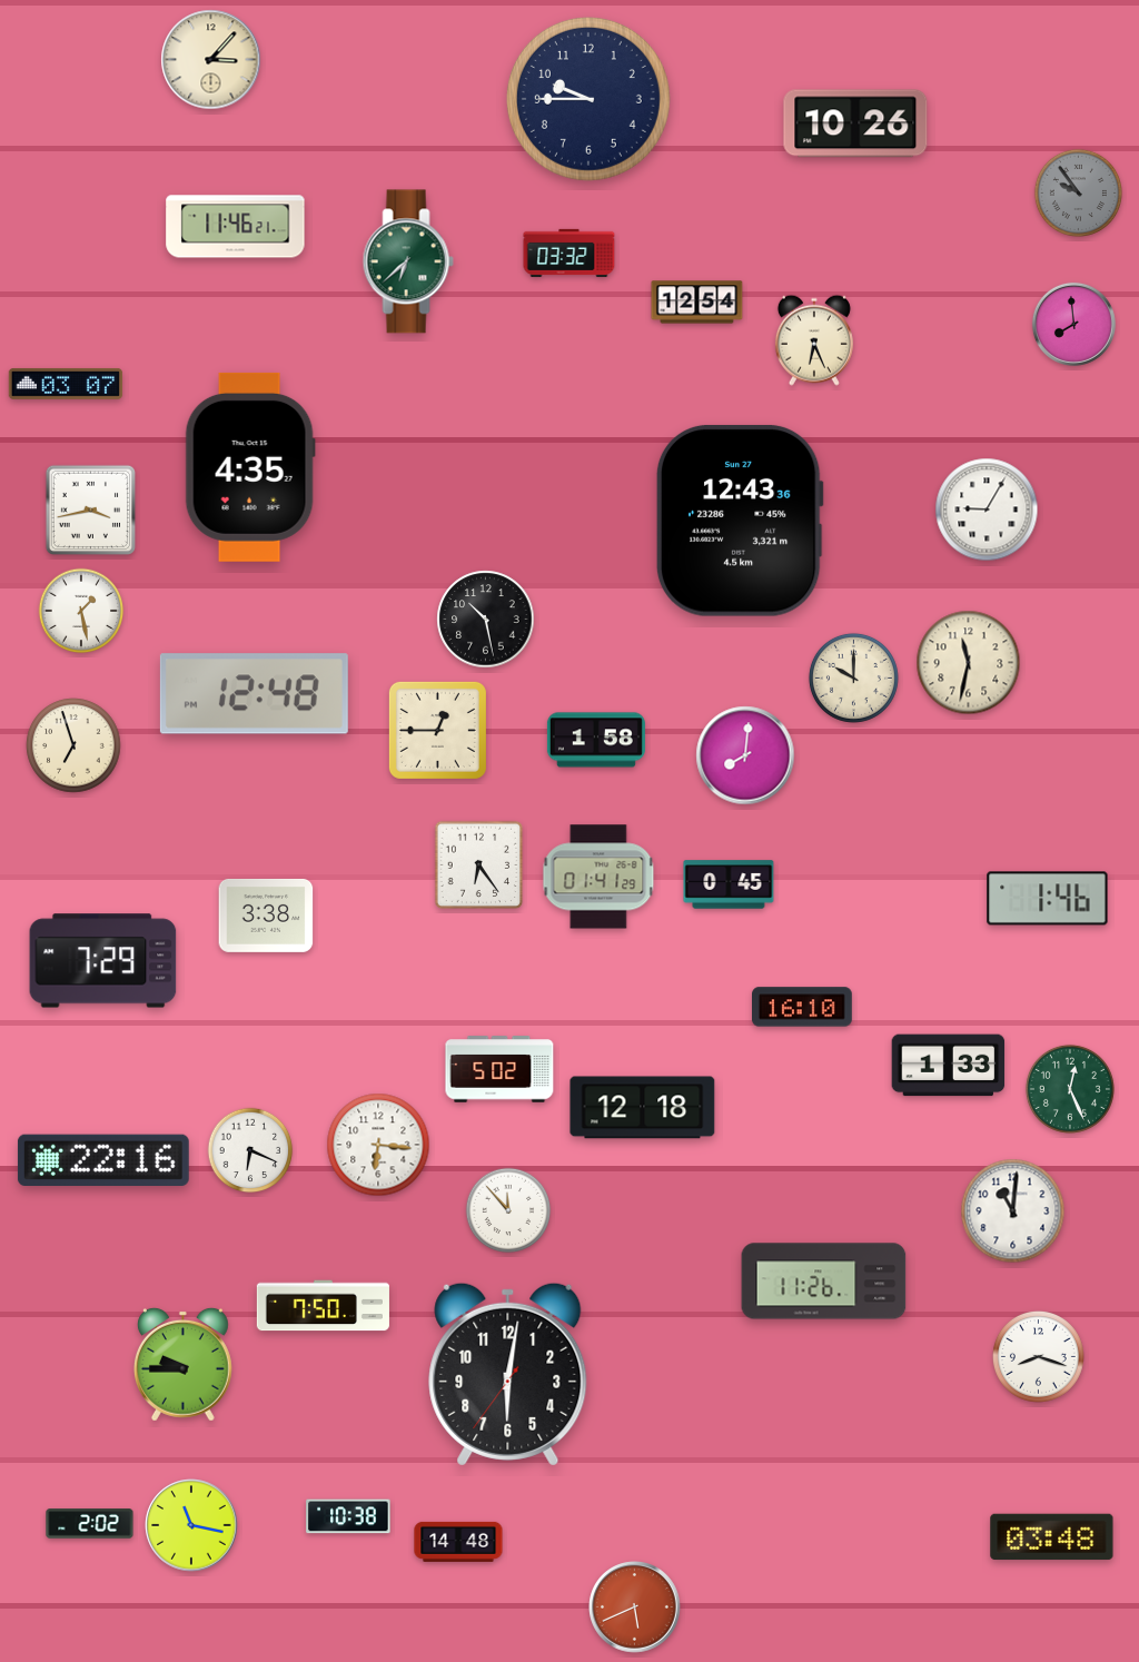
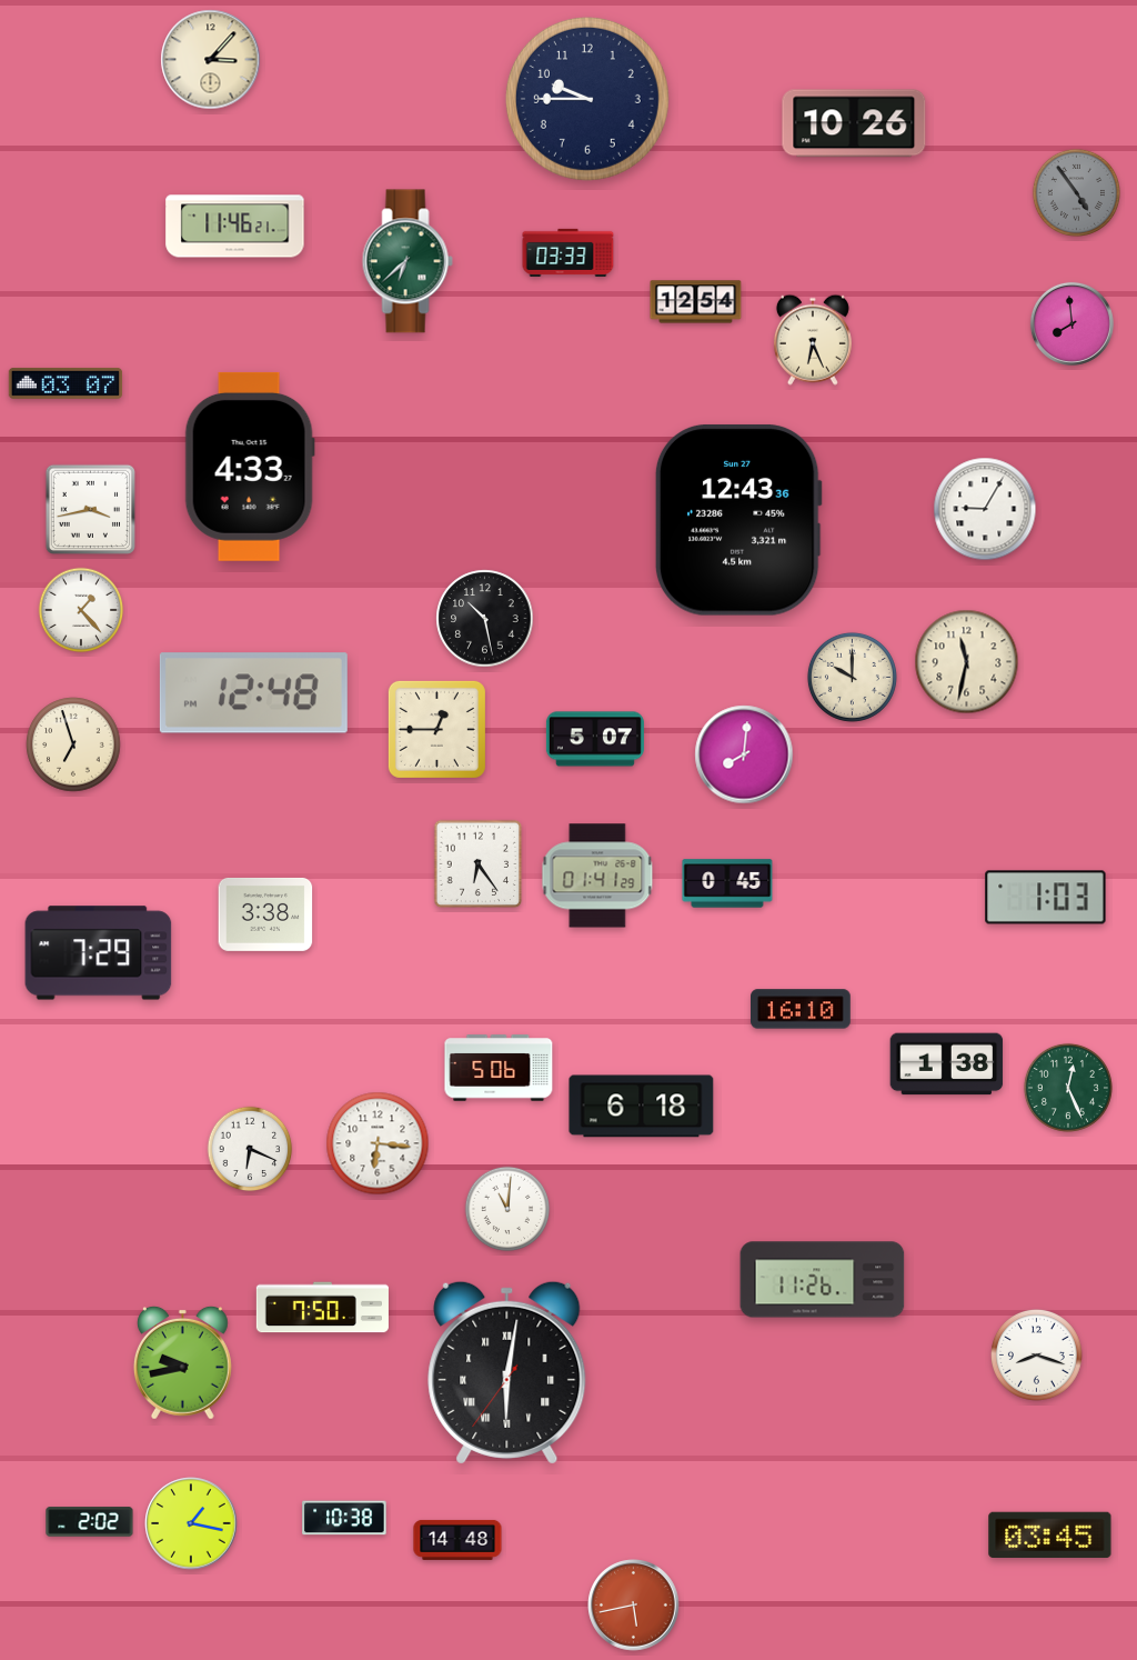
clock at (1078, 192): 9:54 -> 4:54
clock at (569, 253): 03:32 -> 03:33
clock at (250, 467): 4:35 -> 4:33
clock at (81, 611): 1:28 -> 1:23
clock at (596, 740): 1:58 -> 5:07
clock at (1048, 899): 1:46 -> 1:03
clock at (103, 961) position: (103, 961) -> (99, 953)
clock at (803, 1007) position: (803, 1007) -> (802, 1009)
clock at (949, 1066): 1:33 -> 1:38
clock at (499, 1069): 5:02 -> 5:06
clock at (643, 1108): 12:18 -> 6:18
clock at (103, 1159): 22:16 -> none
clock at (508, 1210): 11:53 -> 11:01
clock at (1013, 1211): 11:01 -> none
clock at (323, 1306) position: (323, 1306) -> (322, 1308)
clock at (182, 1364): 9:45 -> 9:43
clock at (508, 1374) numerals: Arabic -> Roman
clock at (348, 1516) position: (348, 1516) -> (344, 1518)
clock at (191, 1525): 11:17 -> 1:17
clock at (1052, 1537): 03:48 -> 03:45
clock at (635, 1607): 5:41 -> 5:43
